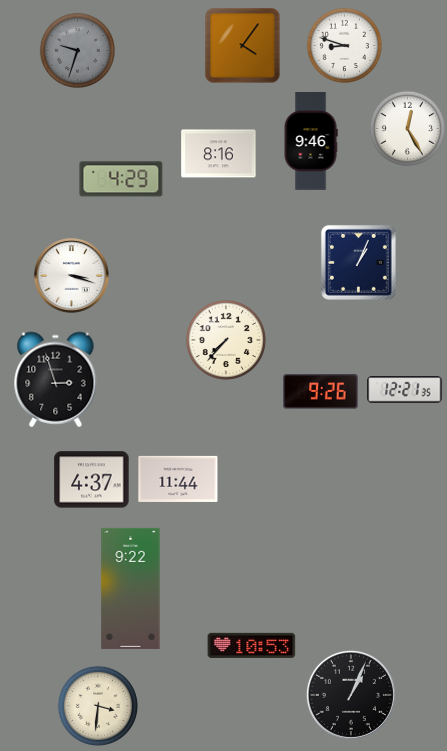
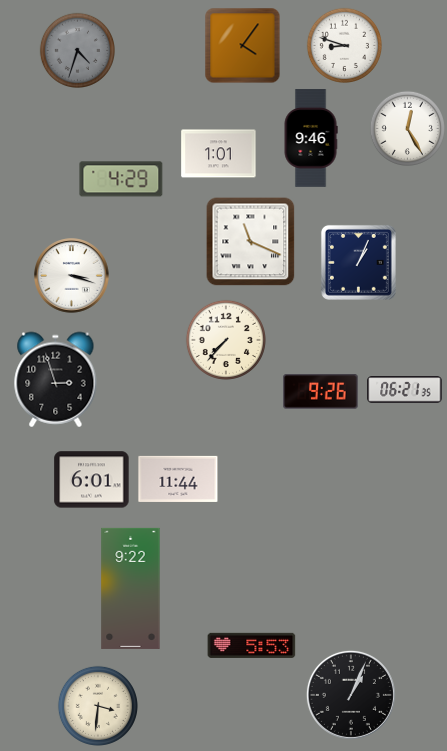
clock at (77, 50): 9:33 -> 4:33
clock at (311, 141) position: (311, 141) -> (311, 138)
clock at (219, 154): 8:16 -> 1:01
clock at (251, 242): none -> 11:19
clock at (405, 390): 12:21 -> 06:21
clock at (92, 480): 4:37 -> 6:01
clock at (252, 645): 10:53 -> 5:53
